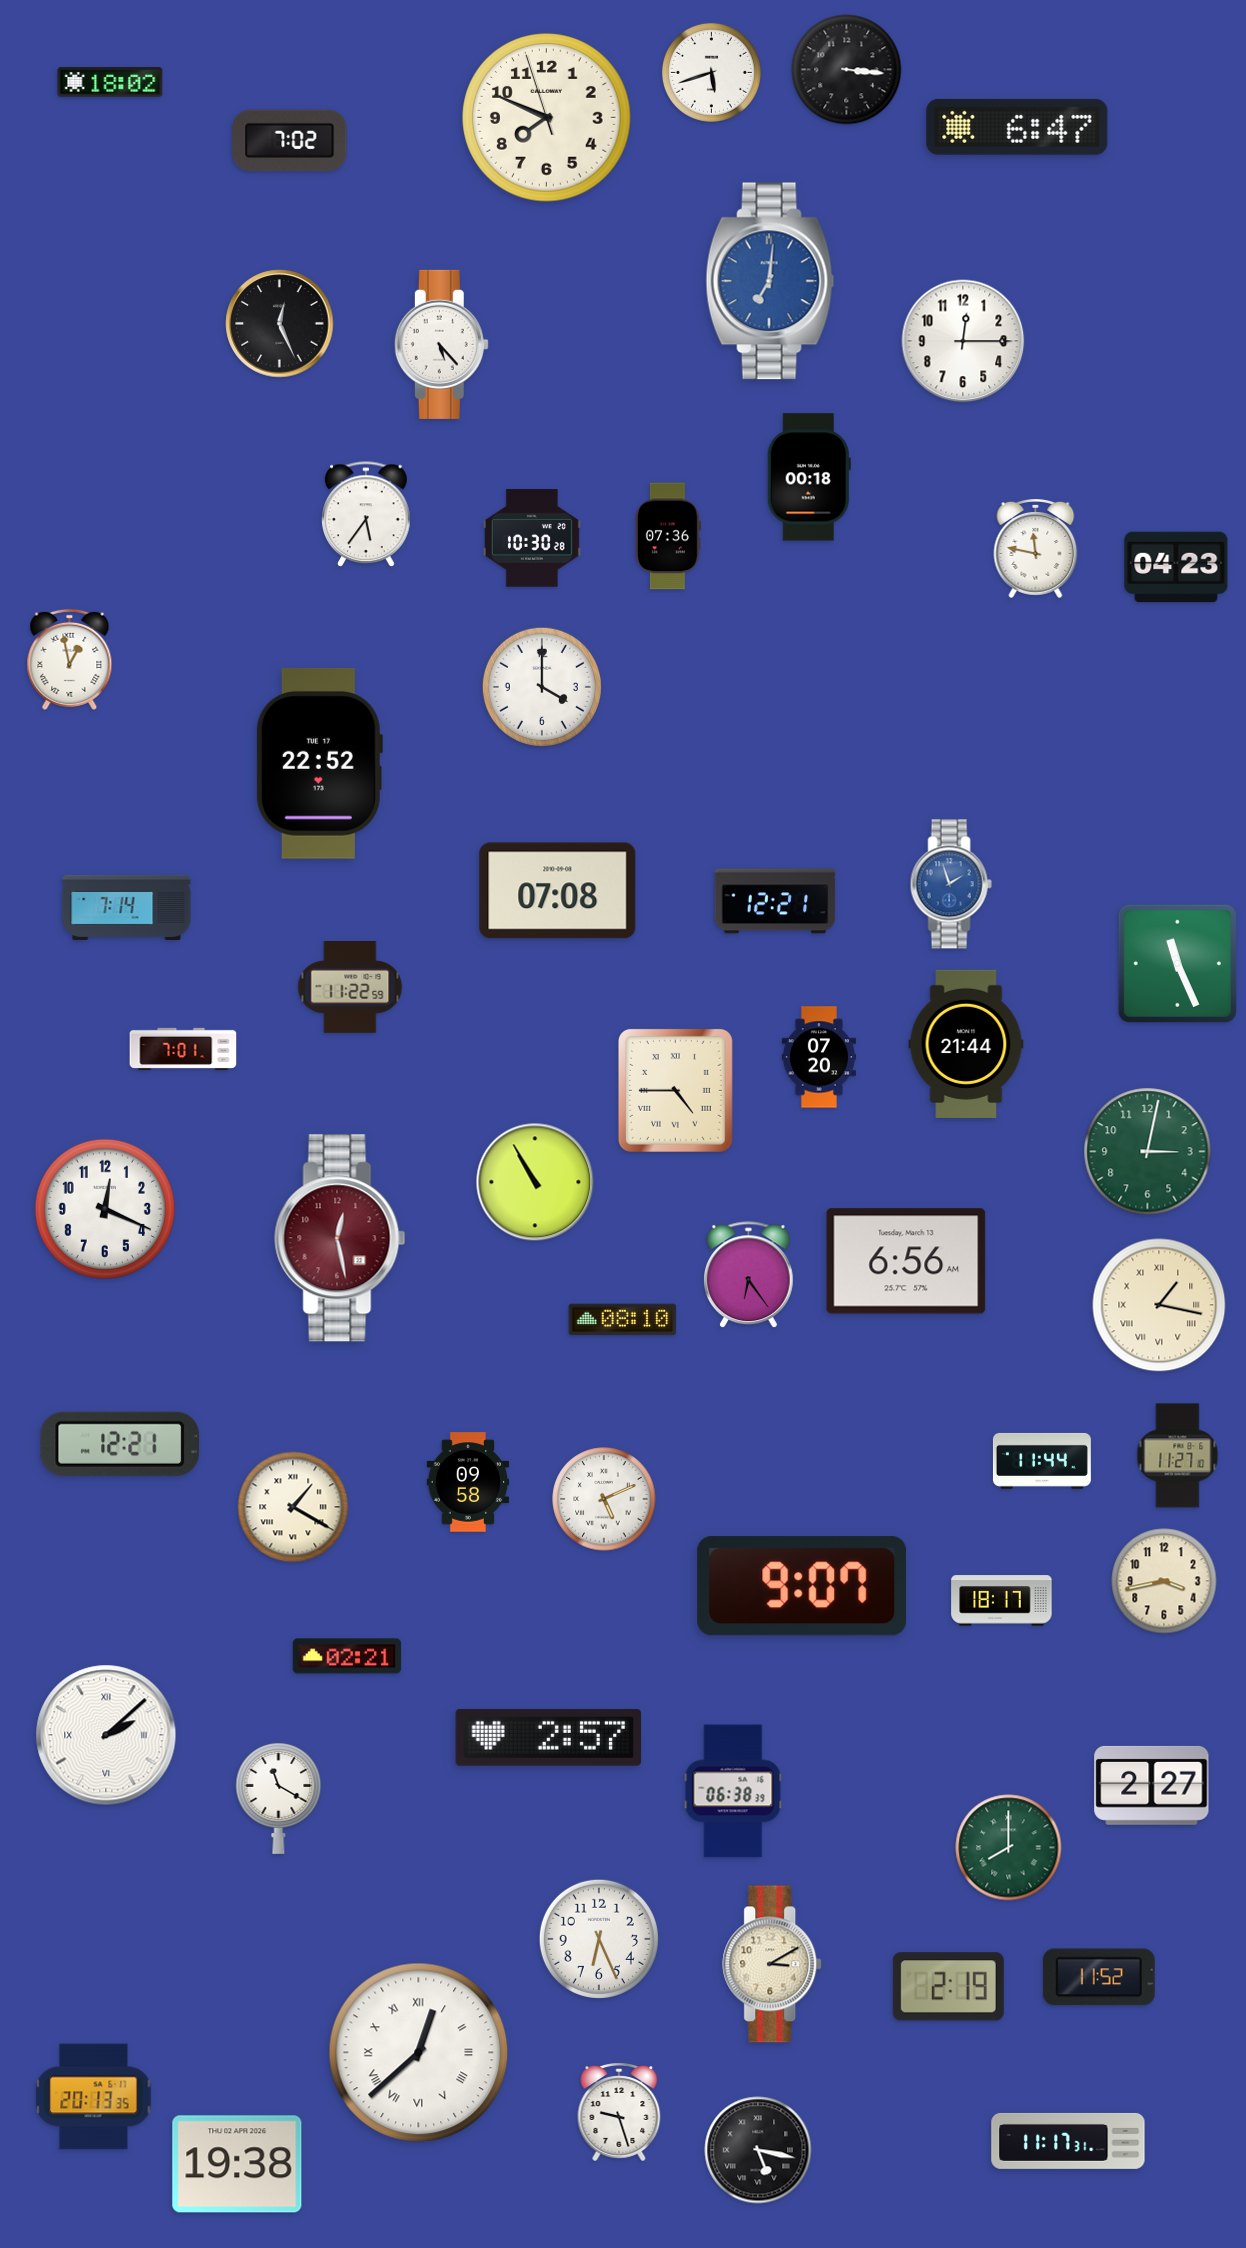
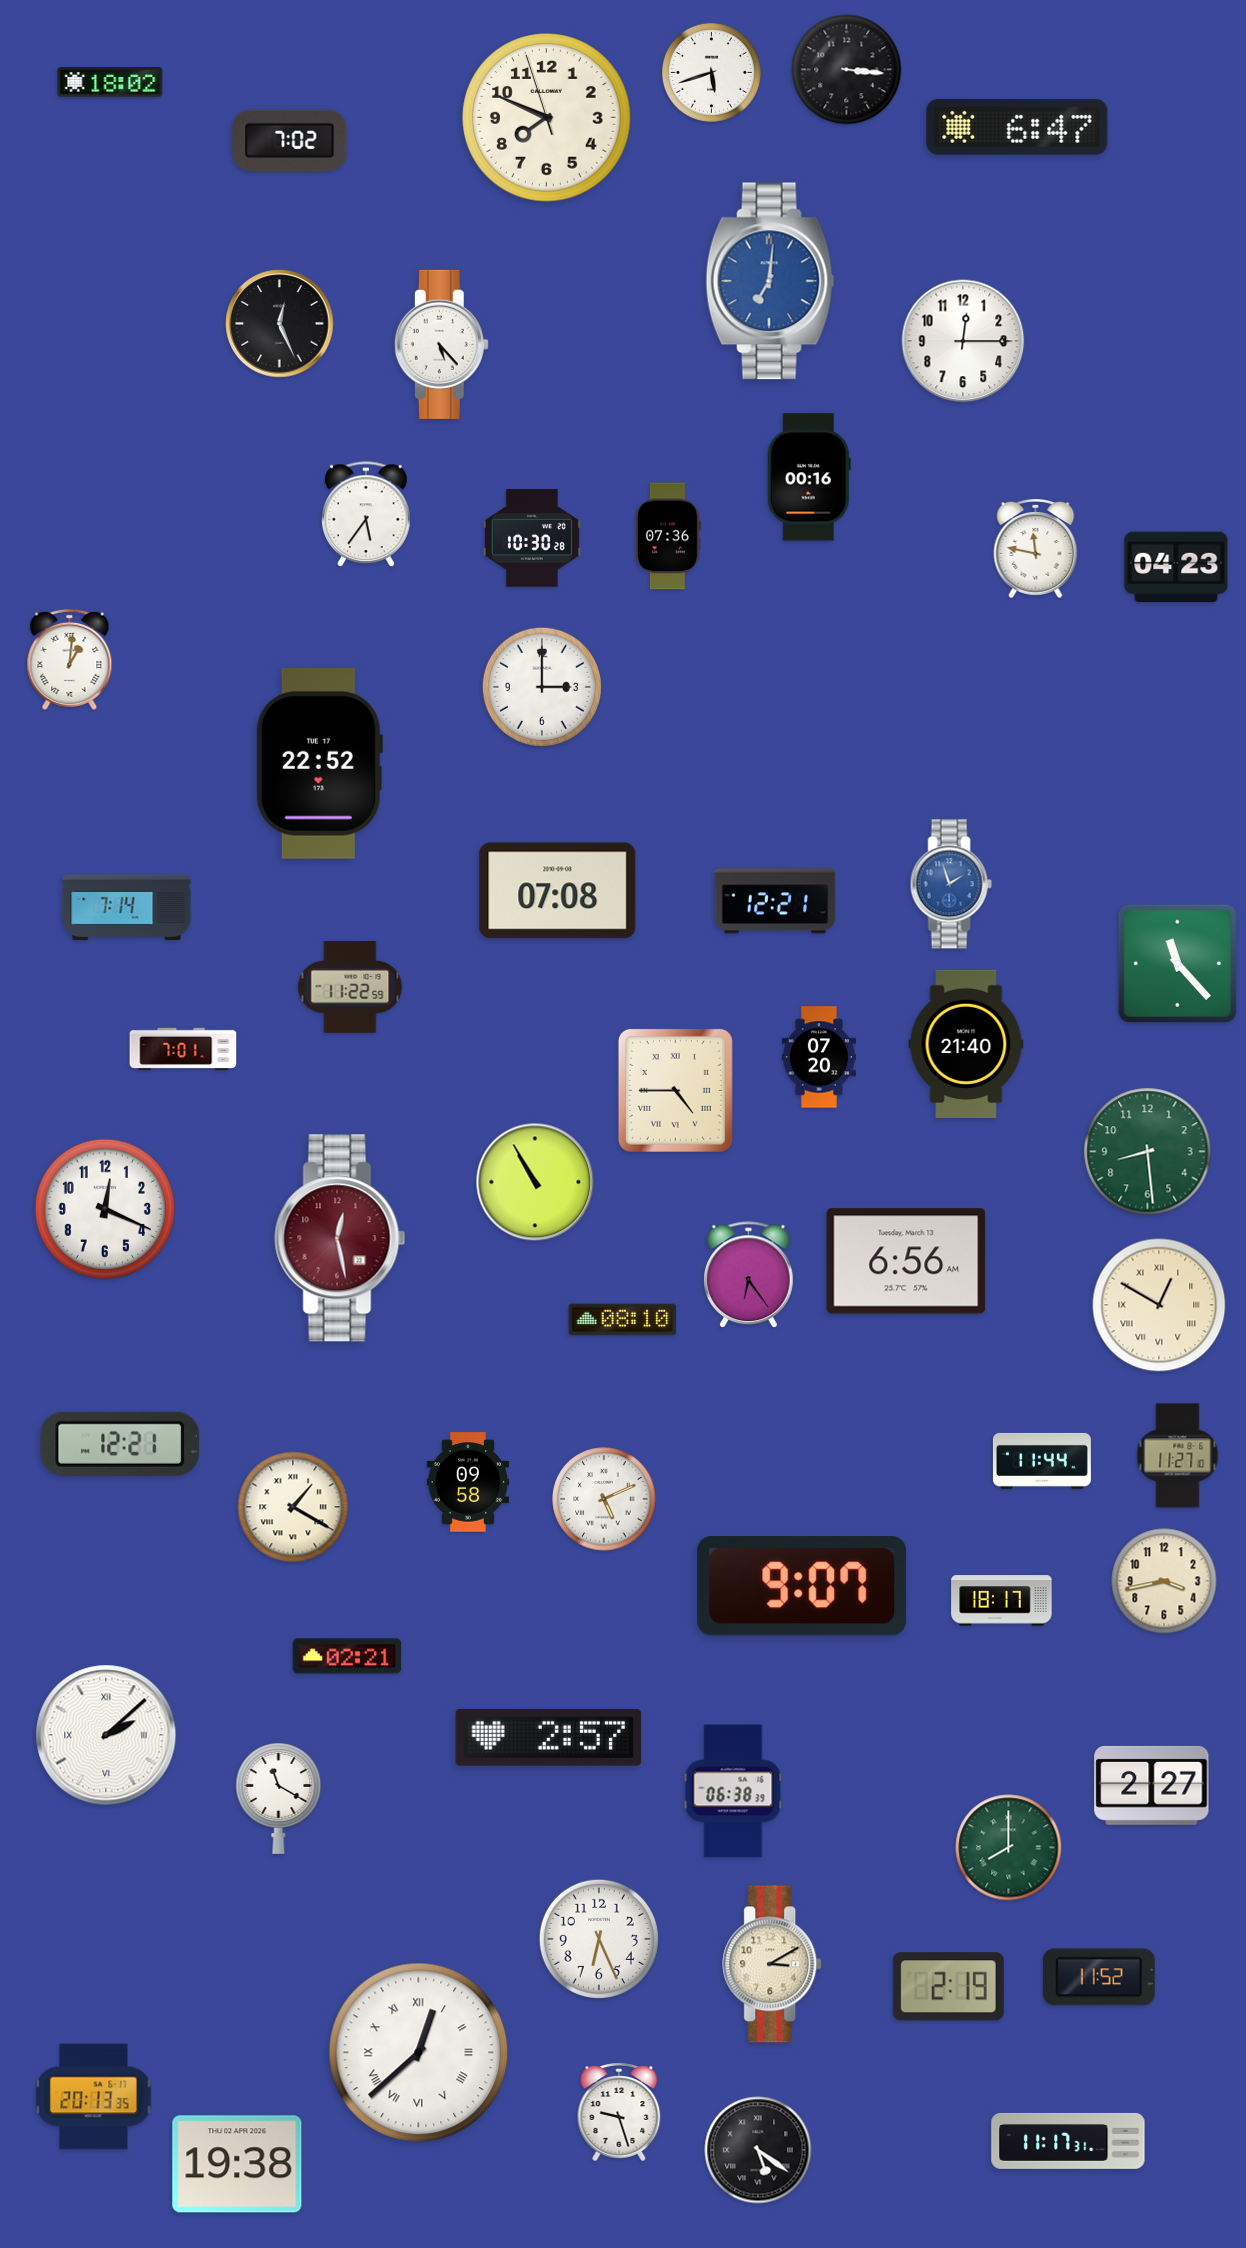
clock at (809, 477): 00:18 -> 00:16
clock at (70, 659): 12:58 -> 1:01
clock at (542, 687): 4:00 -> 3:00
clock at (1177, 963): 11:26 -> 11:23
clock at (966, 1044): 21:44 -> 21:40
clock at (1148, 1152): 3:02 -> 8:29
clock at (1159, 1305): 1:17 -> 12:50
clock at (758, 2150): 5:17 -> 5:21
